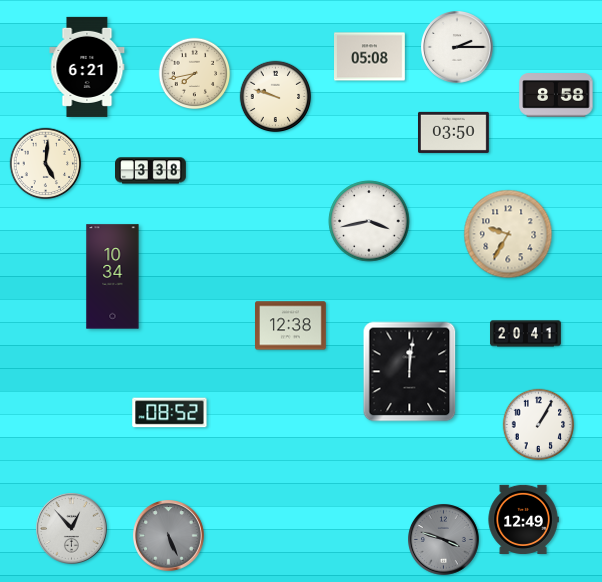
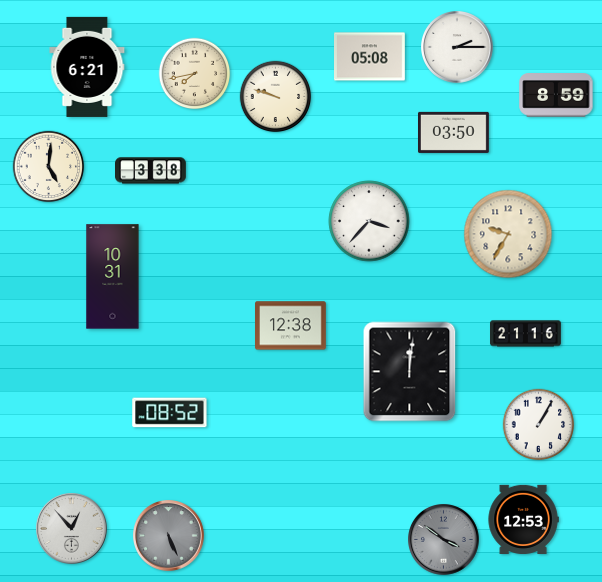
clock at (556, 95): 8:58 -> 8:59
clock at (46, 164) position: (46, 164) -> (49, 167)
clock at (369, 221): 3:43 -> 3:37
clock at (113, 277): 10:34 -> 10:31
clock at (526, 334): 20:41 -> 21:16
clock at (523, 519): 12:49 -> 12:53
clock at (444, 540): 3:48 -> 3:51
